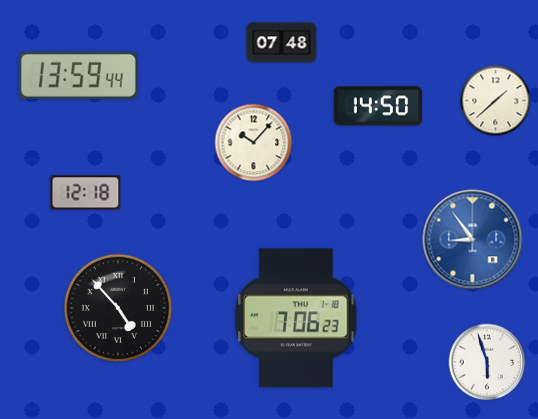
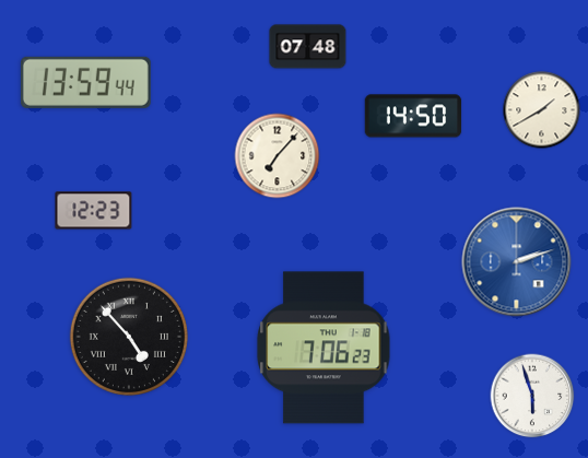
clock at (496, 101): 1:38 -> 1:40
clock at (254, 143): 10:07 -> 7:07
clock at (86, 193): 12:18 -> 12:23
clock at (473, 240): 8:54 -> 2:12
